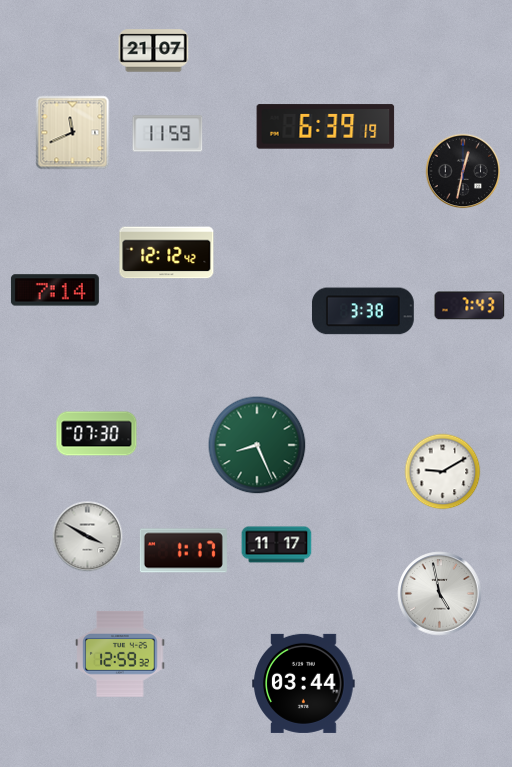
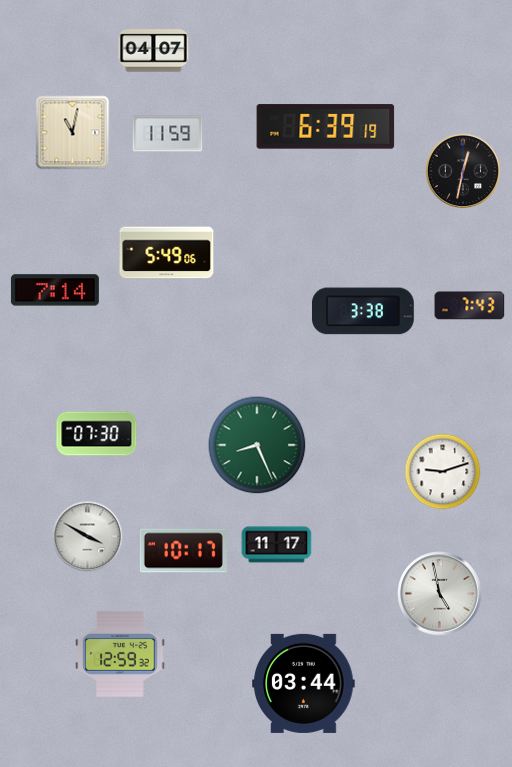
clock at (154, 51): 21:07 -> 04:07
clock at (73, 133): 11:41 -> 11:02
clock at (167, 253): 12:12 -> 5:49
clock at (443, 472): 9:10 -> 9:12
clock at (183, 551): 1:17 -> 10:17
